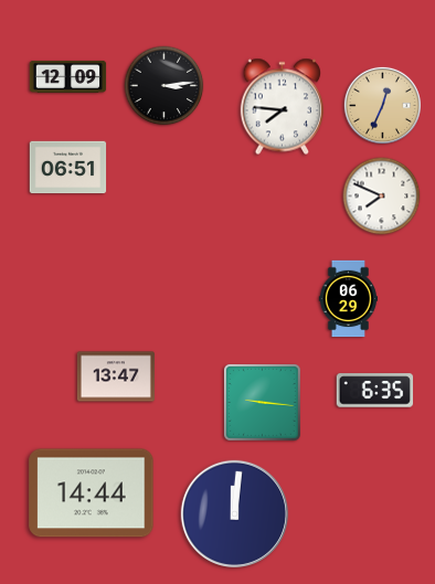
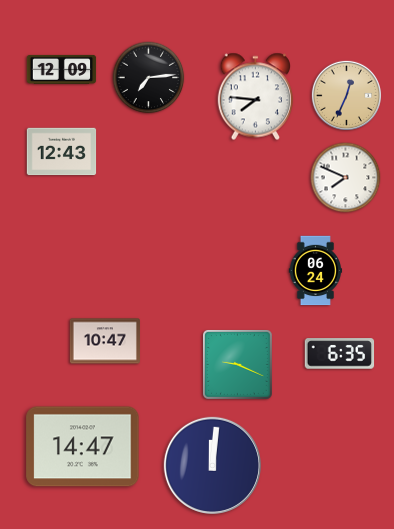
clock at (165, 86): 3:14 -> 7:14
clock at (68, 168): 06:51 -> 12:43
clock at (349, 299): 06:29 -> 06:24
clock at (116, 376): 13:47 -> 10:47
clock at (263, 403): 9:16 -> 9:19
clock at (92, 493): 14:44 -> 14:47
